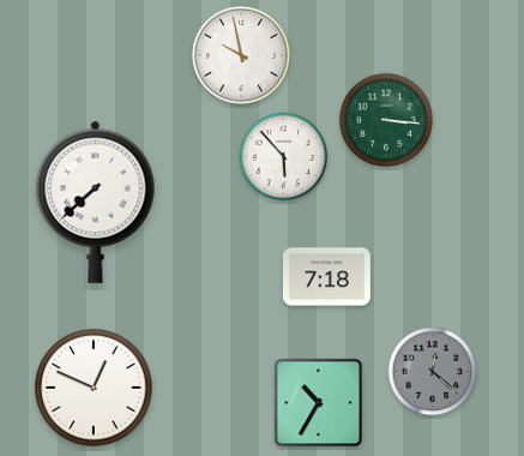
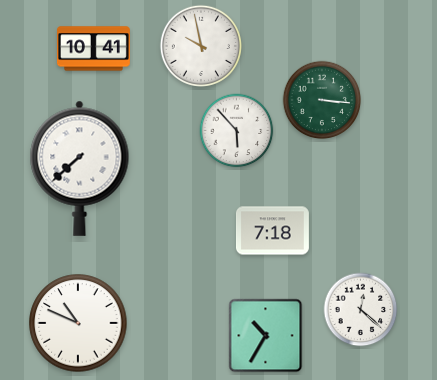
clock at (94, 49): none -> 10:41
clock at (433, 372) dial: grey -> white
clock at (94, 388): 12:49 -> 10:49
